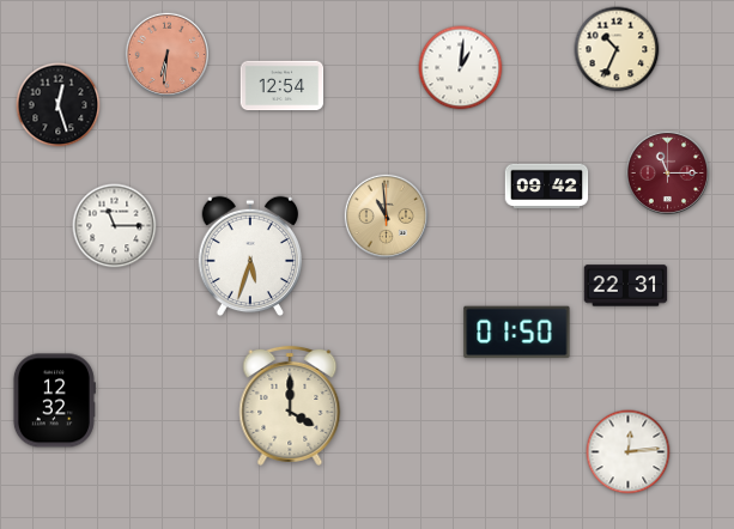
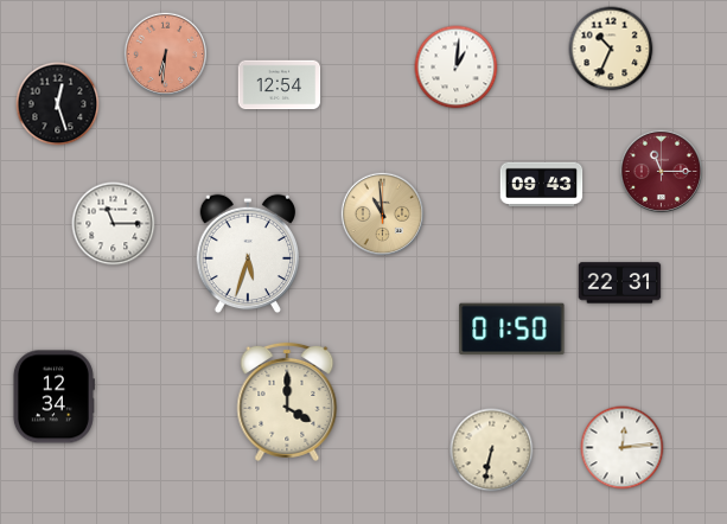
clock at (547, 187): 09:42 -> 09:43
clock at (54, 401): 12:32 -> 12:34
clock at (492, 450): none -> 6:32
